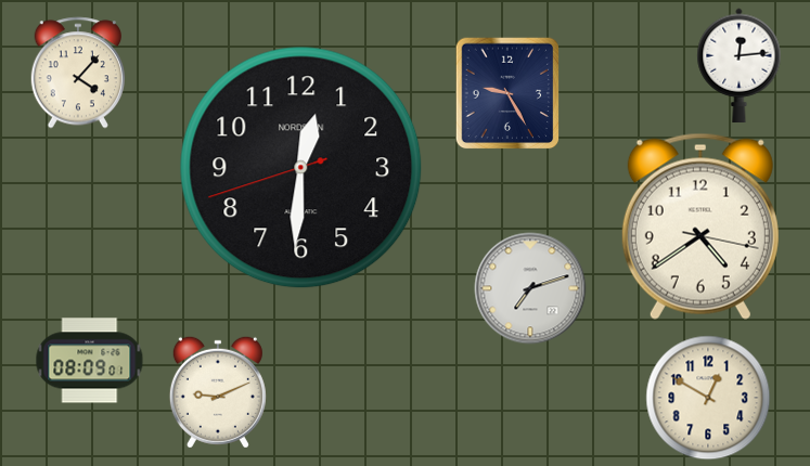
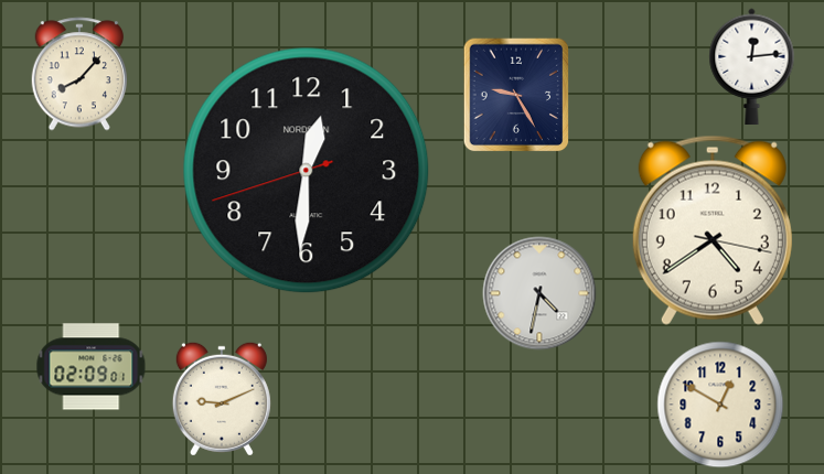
clock at (77, 73): 4:07 -> 8:07
clock at (530, 288): 7:12 -> 4:32
clock at (90, 361): 08:09 -> 02:09
